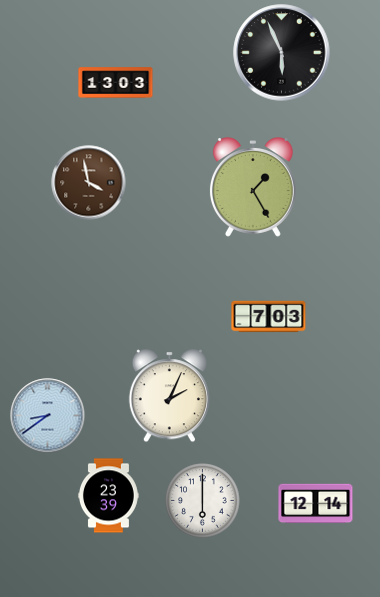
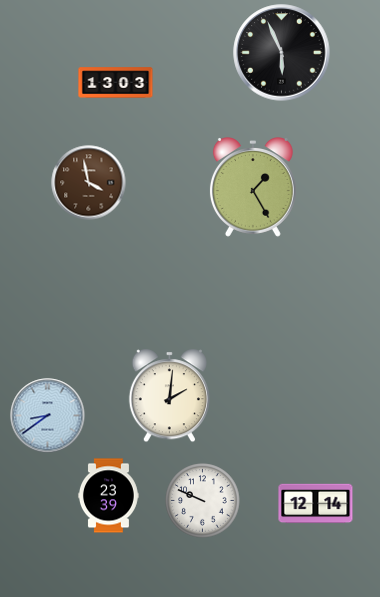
clock at (269, 317): 7:03 -> none
clock at (169, 396): 2:04 -> 2:01
clock at (203, 501): 6:00 -> 9:49
